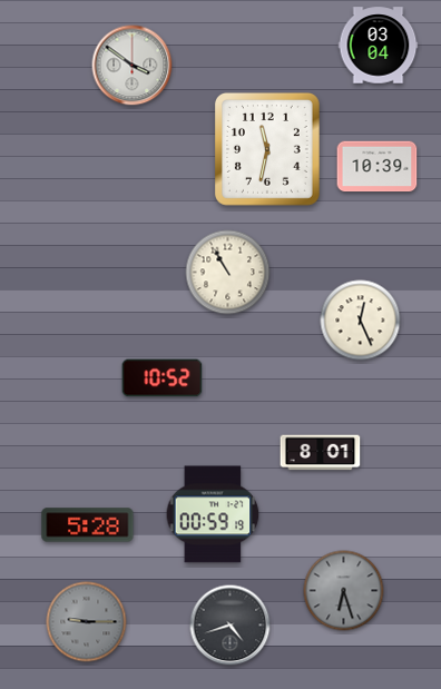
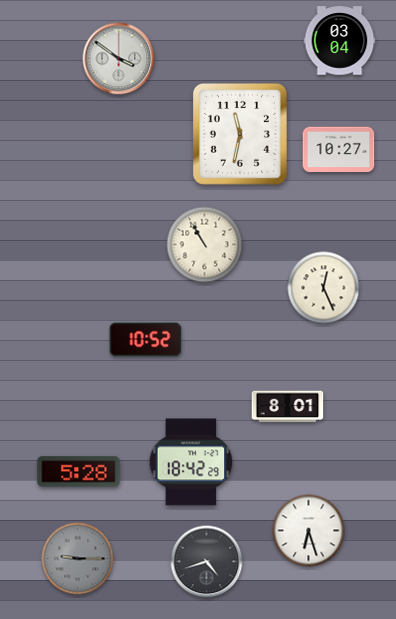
clock at (378, 167): 10:39 -> 10:27
clock at (213, 514): 00:59 -> 18:42
clock at (344, 591) dial: grey -> white
